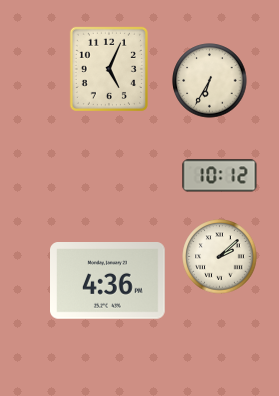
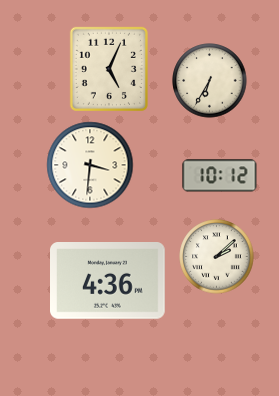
clock at (90, 165): none -> 3:31
clock at (220, 257) position: (220, 257) -> (217, 257)
